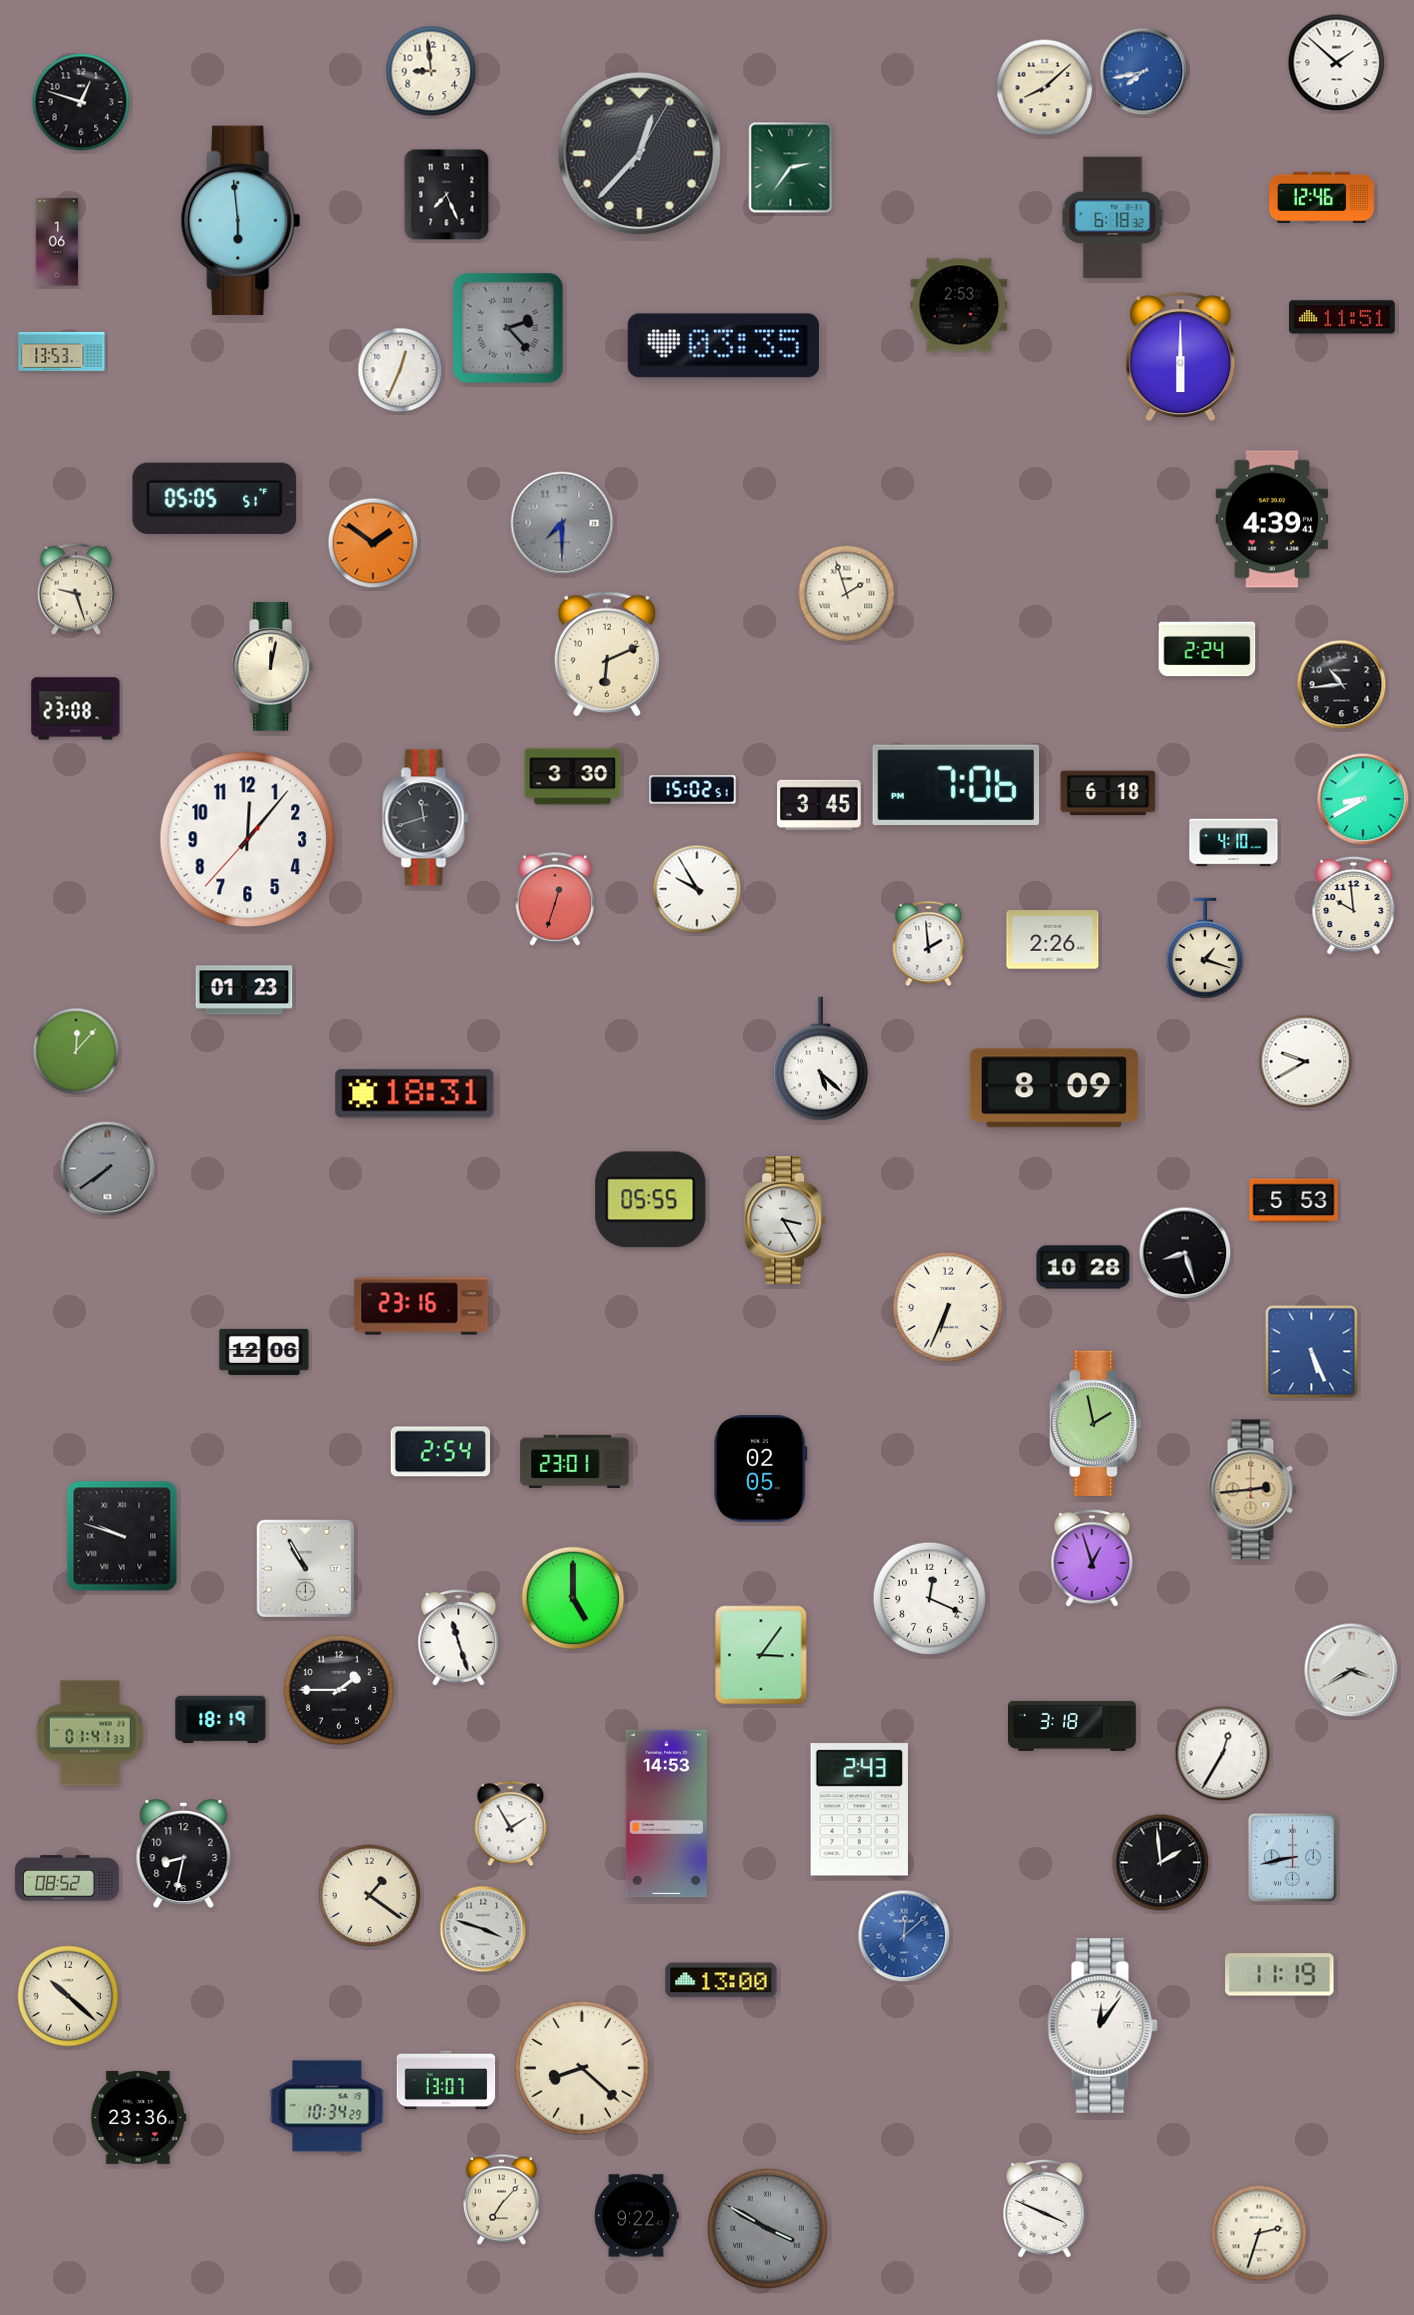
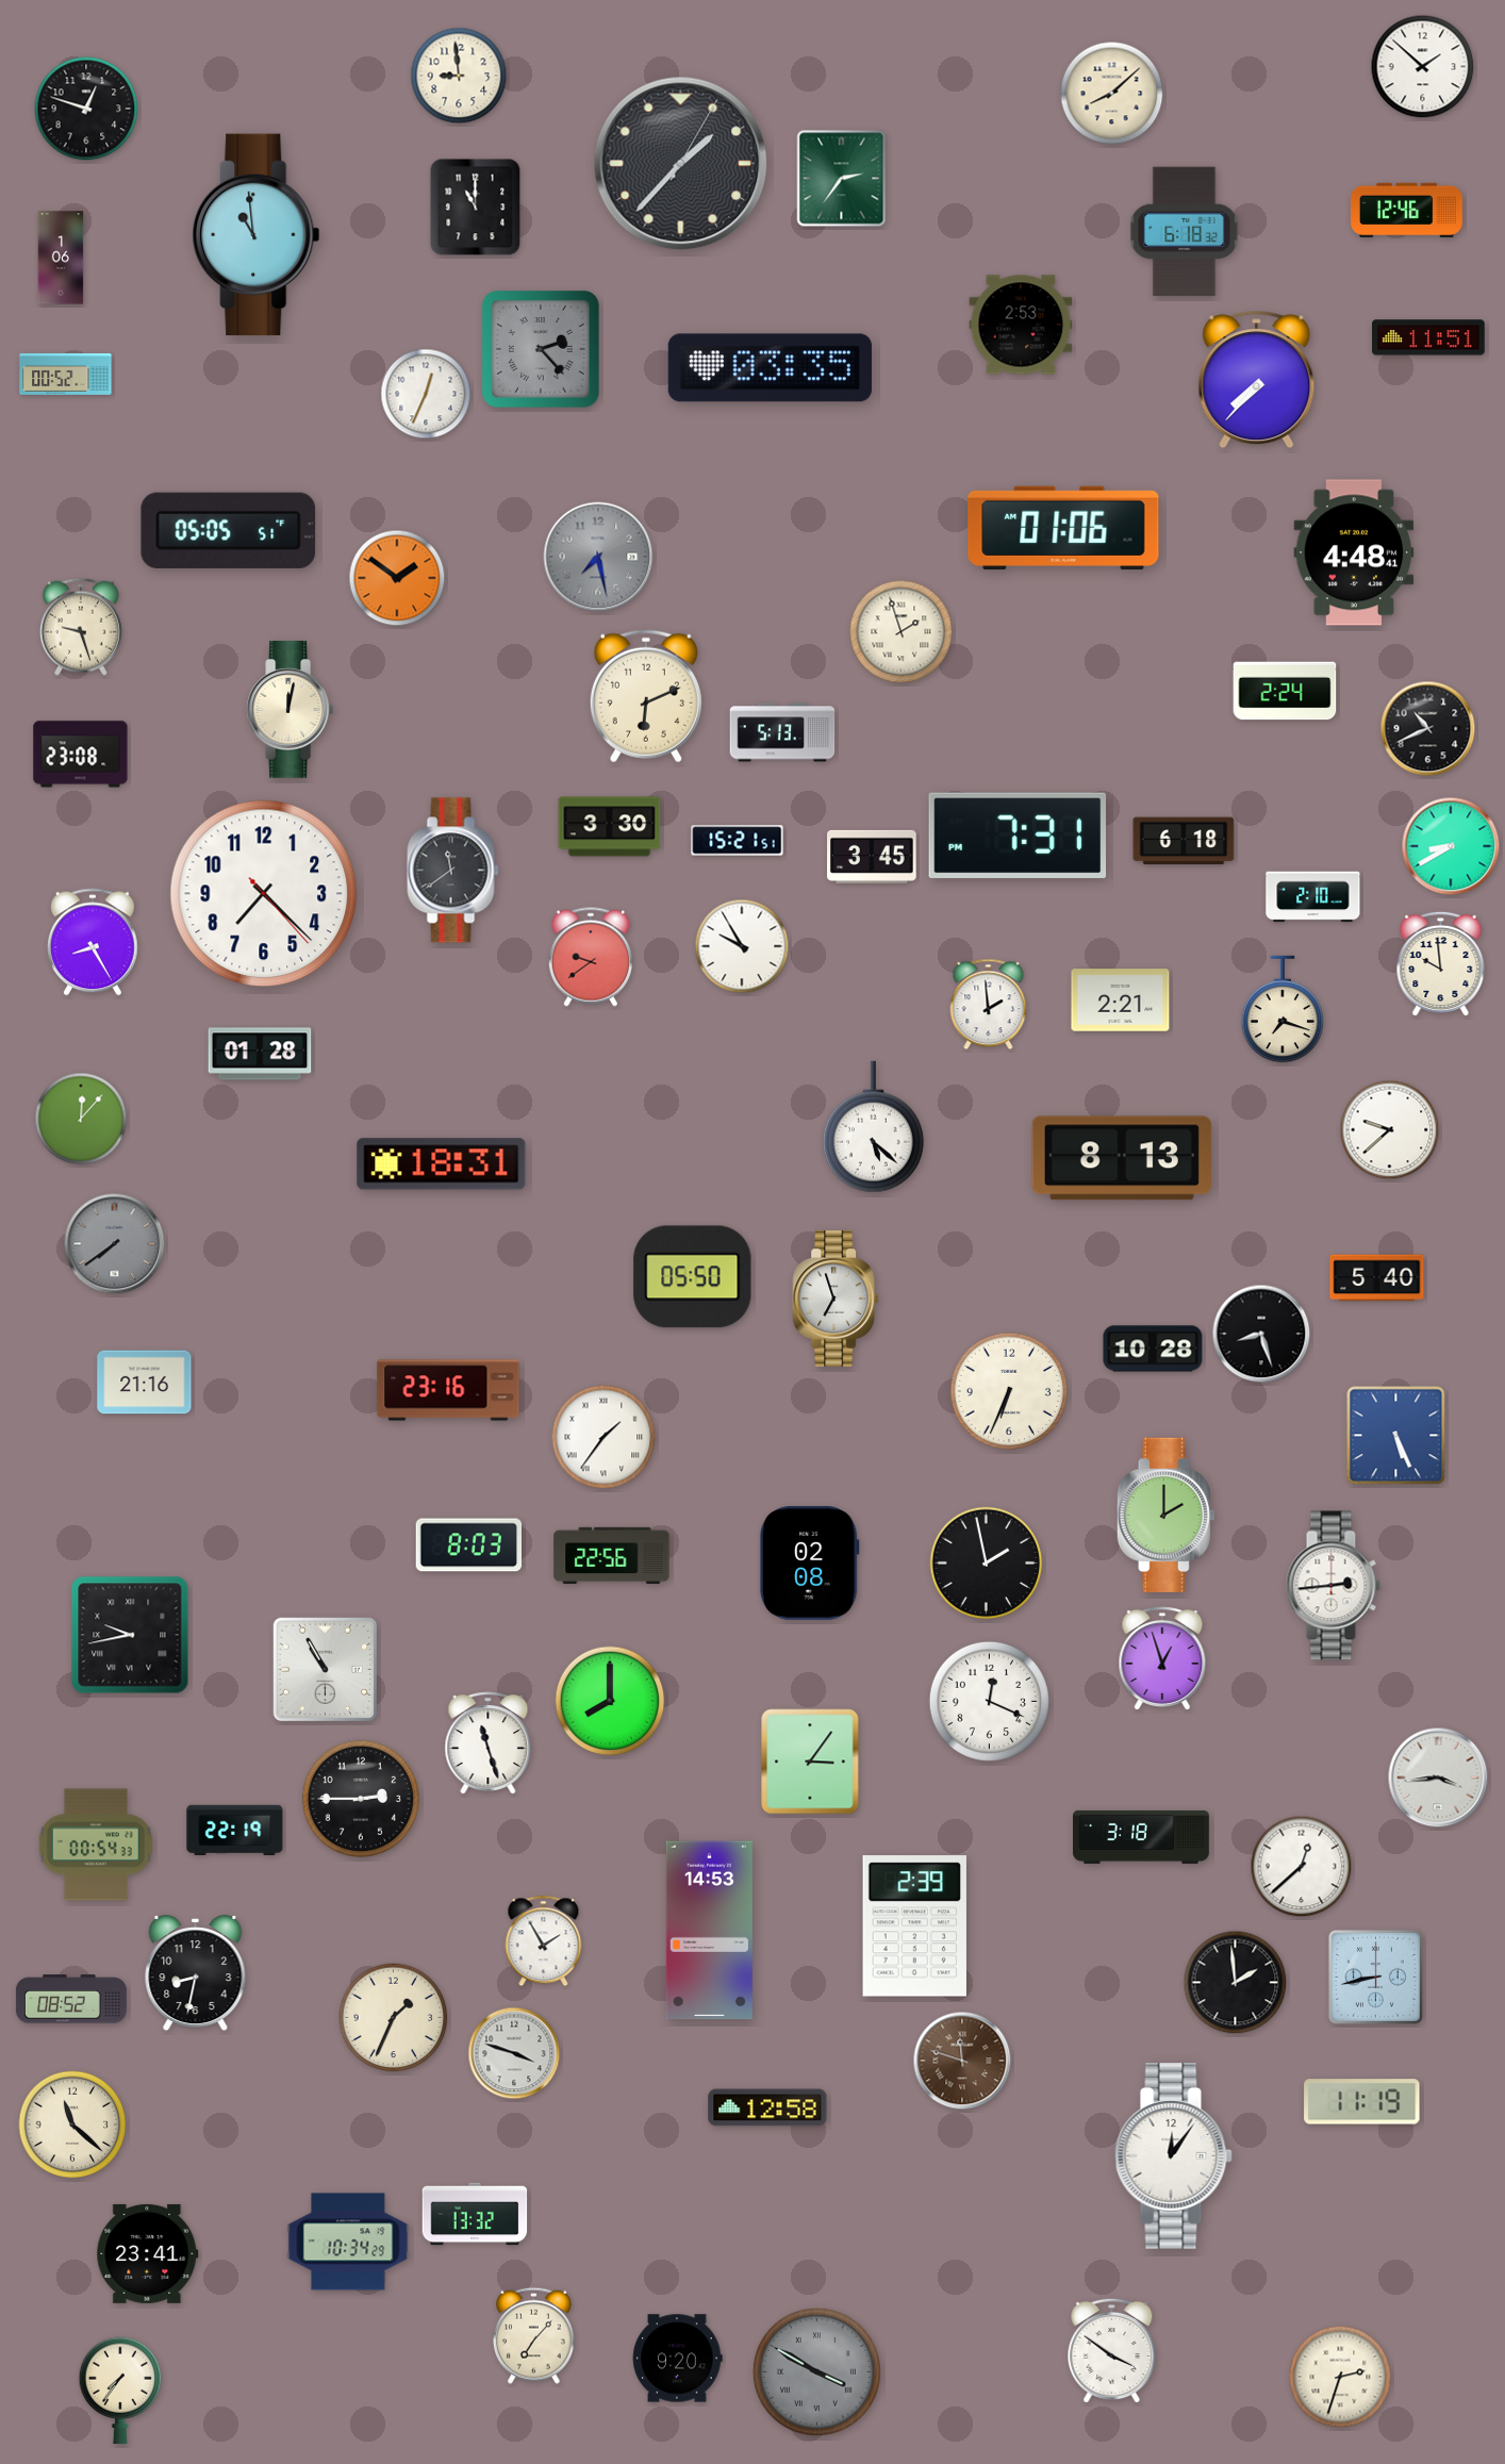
clock at (1144, 72): 7:43 -> none
clock at (640, 154): 12:37 -> 1:37
clock at (447, 195): 7:26 -> 11:00
clock at (241, 221): 5:59 -> 10:59
clock at (62, 351): 13:53 -> 00:52
clock at (1181, 357): 6:00 -> 7:37
clock at (1063, 528): none -> 01:06
clock at (1272, 519): 4:39 -> 4:48
clock at (562, 523): 7:30 -> 7:28
clock at (1342, 685): 10:44 -> 10:41
clock at (782, 732): none -> 5:13
clock at (956, 785): 7:06 -> 7:31
clock at (693, 790): 15:02 -> 15:21
clock at (1108, 793) position: (1108, 793) -> (1184, 841)
clock at (1363, 799) position: (1363, 799) -> (1451, 846)
clock at (426, 818): 11:42 -> 11:39
clock at (248, 840): 12:06 -> 7:22
clock at (1234, 843): 4:10 -> 2:10
clock at (94, 942): none -> 8:25
clock at (555, 899): 12:33 -> 9:39
clock at (1053, 940): 2:26 -> 2:21
clock at (1205, 948): 1:18 -> 7:18
clock at (244, 990): 01:23 -> 01:28
clock at (1306, 1062): 9:40 -> 9:38
clock at (1054, 1088): 8:09 -> 8:13
clock at (651, 1200): 05:55 -> 05:50
clock at (1294, 1201): 5:53 -> 5:40
clock at (785, 1220): 3:25 -> 6:57
clock at (145, 1383): none -> 21:16
clock at (603, 1437): none -> 1:36
clock at (264, 1352): 12:06 -> none
clock at (1312, 1352) position: (1312, 1352) -> (1396, 1436)
clock at (1095, 1423): 1:58 -> 2:00
clock at (441, 1452): 2:54 -> 8:03
clock at (575, 1461): 23:01 -> 22:56
clock at (760, 1469): 02:05 -> 02:08
clock at (987, 1564): none -> 1:58
clock at (1252, 1490) dial: champagne -> white
clock at (122, 1536): 9:48 -> 9:43
clock at (573, 1598): 5:00 -> 8:00
clock at (1351, 1670): 3:40 -> 3:44
clock at (338, 1689): 1:45 -> 2:45
clock at (221, 1719): 18:19 -> 22:19
clock at (90, 1733): 01:41 -> 00:54
clock at (1223, 1754): 12:35 -> 12:38
clock at (859, 1810): 2:43 -> 2:39
clock at (370, 1896): 1:21 -> 1:34
clock at (904, 1936): 12:08 -> 11:48
clock at (904, 1936) dial: blue -> brown
clock at (721, 1980): 13:00 -> 12:58
clock at (68, 1996): 10:22 -> 11:22
clock at (582, 2068): 8:22 -> none
clock at (446, 2080): 13:07 -> 13:32
clock at (139, 2117): 23:36 -> 23:41
clock at (501, 2199) position: (501, 2199) -> (533, 2335)
clock at (1045, 2208): 3:49 -> 3:51
clock at (637, 2216): 9:22 -> 9:20
clock at (120, 2389): none -> 7:36
